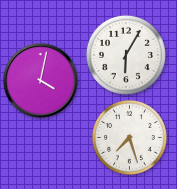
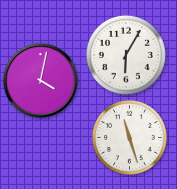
clock at (129, 137): 7:27 -> 11:27
